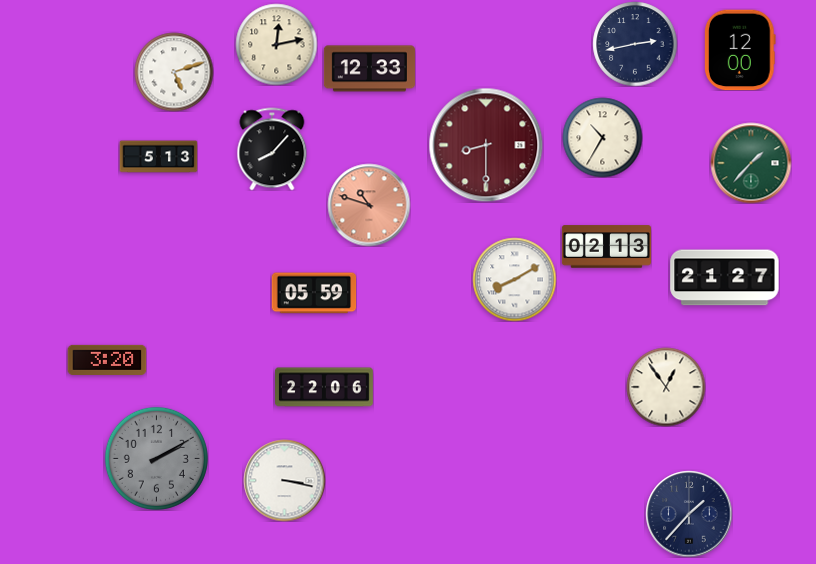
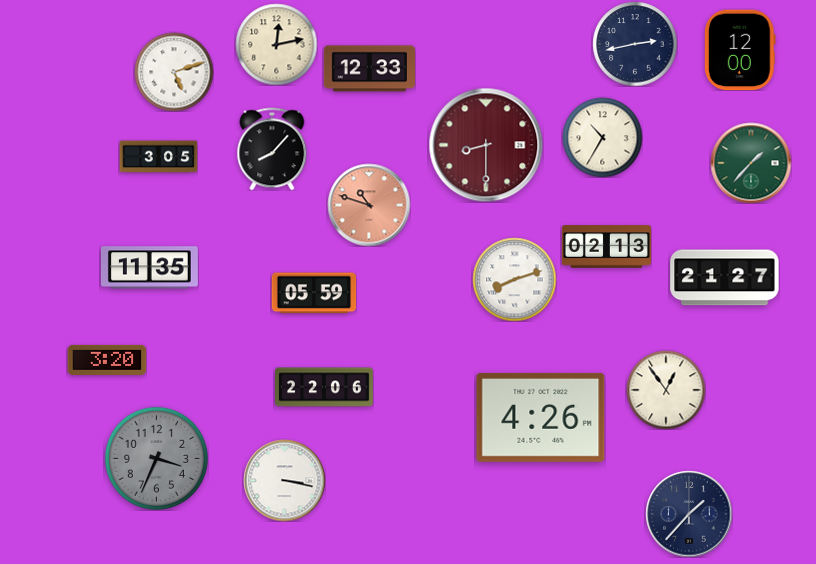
clock at (158, 157): 5:13 -> 3:05
clock at (149, 268): none -> 11:35
clock at (514, 279): 8:10 -> 8:12
clock at (666, 387) position: (666, 387) -> (666, 390)
clock at (541, 417): none -> 4:26
clock at (156, 458): 2:10 -> 3:34
